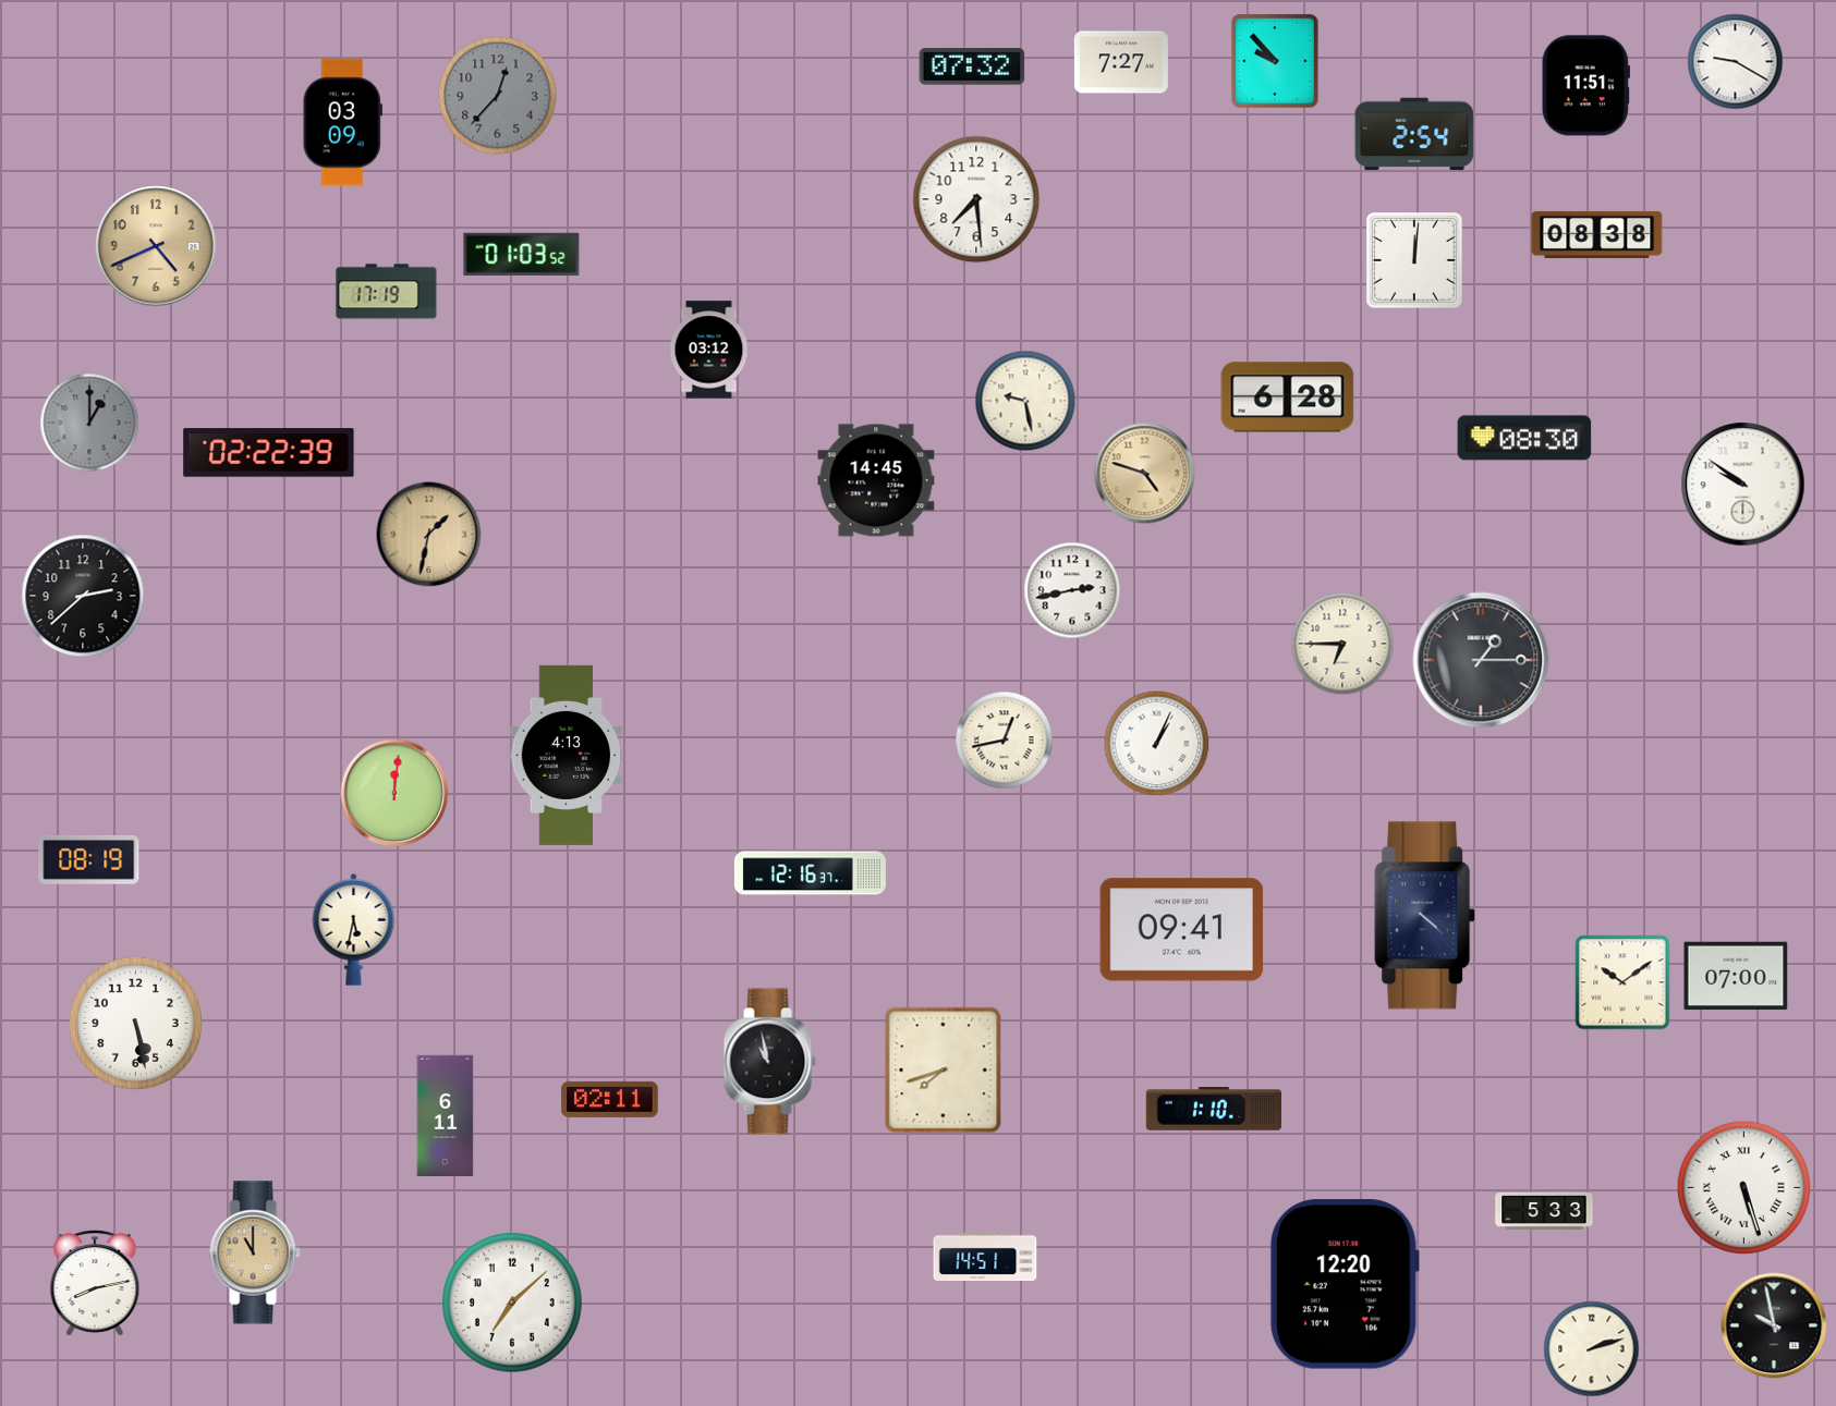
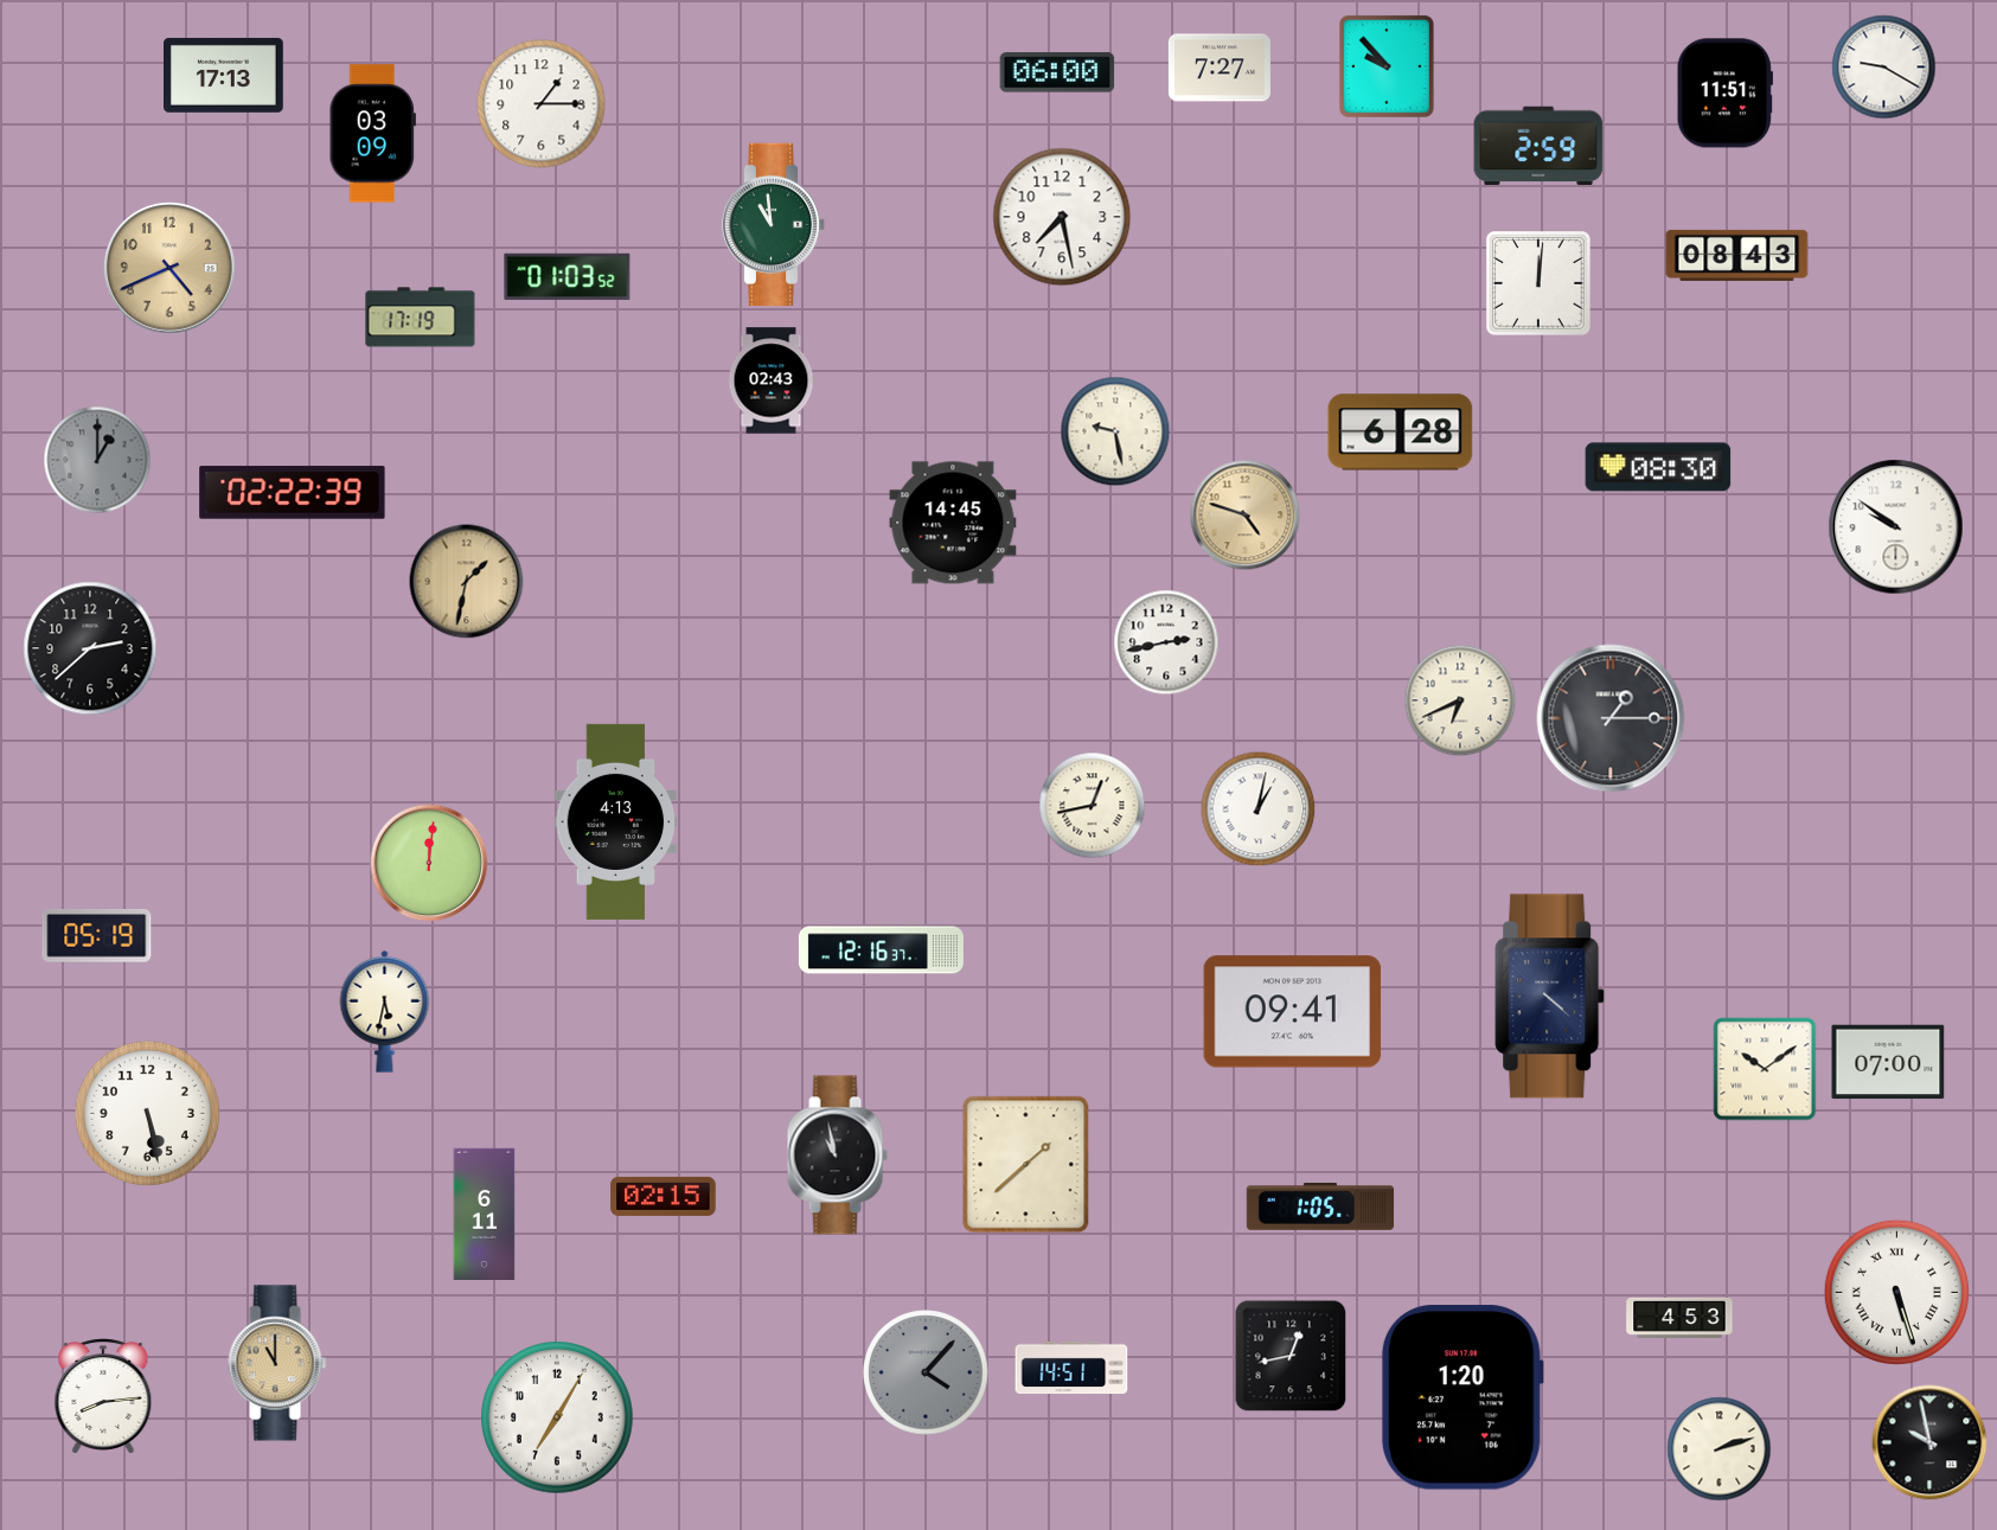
clock at (1736, 62) position: (1736, 62) -> (1884, 68)
clock at (972, 66): 07:32 -> 06:00
clock at (224, 75): none -> 17:13
clock at (498, 96): 12:37 -> 1:15
clock at (498, 96) dial: grey -> white
clock at (1414, 134): 2:54 -> 2:59
clock at (976, 199): 7:29 -> 7:28
clock at (774, 224): none -> 10:59
clock at (1597, 234): 08:38 -> 08:43
clock at (709, 350): 03:12 -> 02:43
clock at (1025, 401) position: (1025, 401) -> (1115, 431)
clock at (1524, 438) position: (1524, 438) -> (1658, 467)
clock at (1342, 644): 6:45 -> 6:41
clock at (1157, 744): 1:04 -> 1:02
clock at (89, 859): 08:19 -> 05:19
clock at (1182, 930) position: (1182, 930) -> (1293, 1012)
clock at (944, 1071): 7:42 -> 1:38
clock at (610, 1099): 02:11 -> 02:15
clock at (1213, 1110): 1:10 -> 1:05
clock at (1544, 1211): 5:33 -> 4:53
clock at (1291, 1356): none -> 12:43
clock at (926, 1372): none -> 4:07
clock at (95, 1283): 8:13 -> 8:14
clock at (1345, 1284): 12:20 -> 1:20
clock at (512, 1303): 7:08 -> 7:05
clock at (1592, 1349) position: (1592, 1349) -> (1720, 1449)
